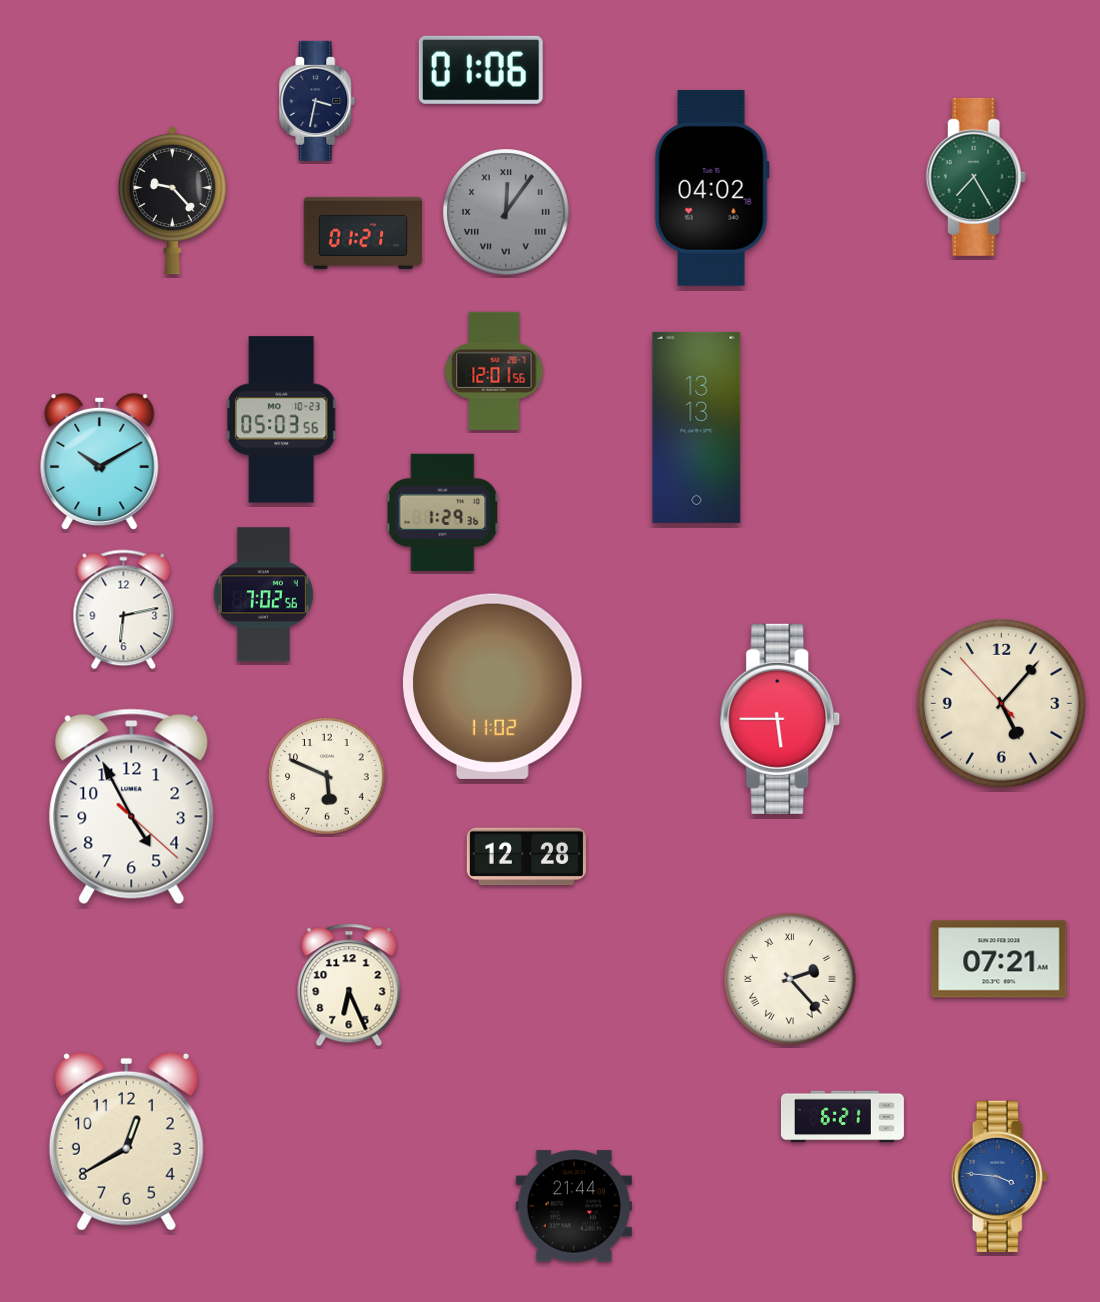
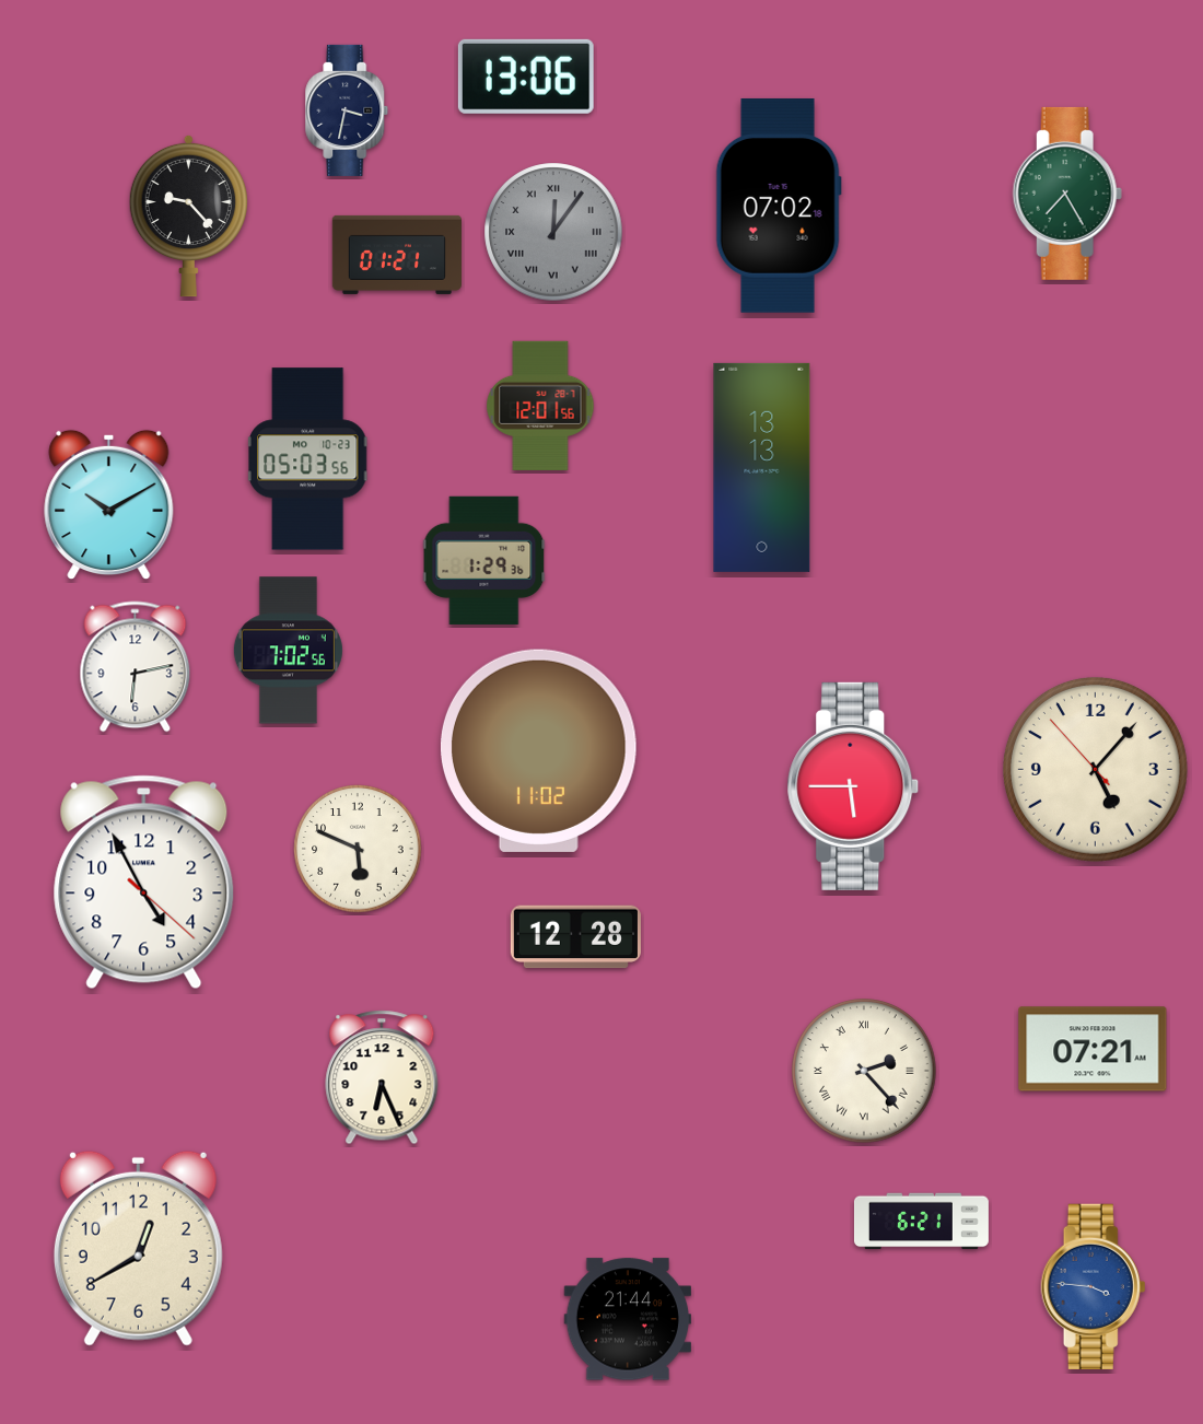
clock at (481, 70): 01:06 -> 13:06
clock at (712, 188): 04:02 -> 07:02
clock at (172, 200) position: (172, 200) -> (188, 215)
